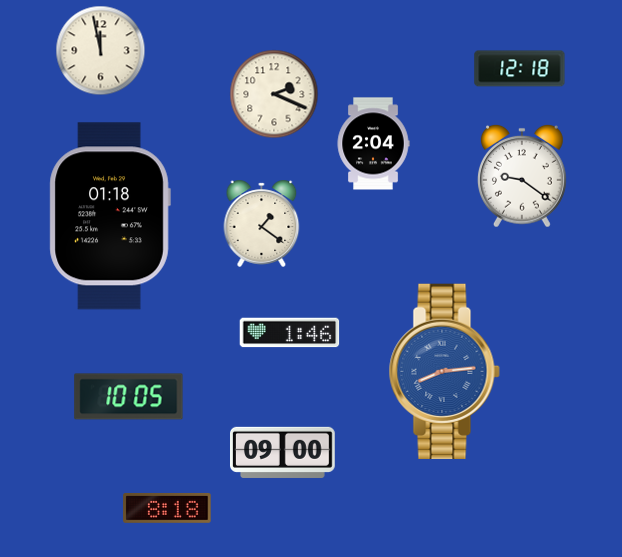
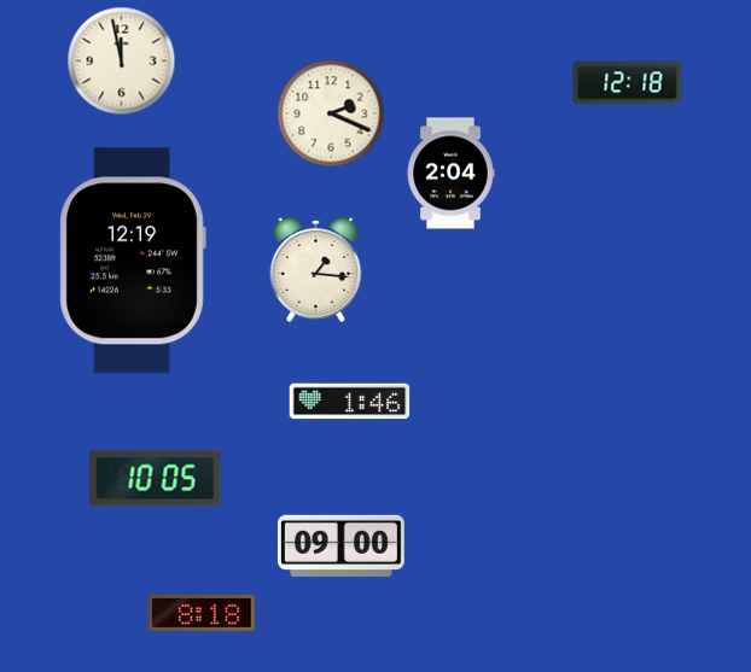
clock at (522, 176): 9:21 -> none
clock at (110, 216): 01:18 -> 12:19
clock at (262, 223): 1:21 -> 1:16
clock at (444, 371): 8:14 -> none
